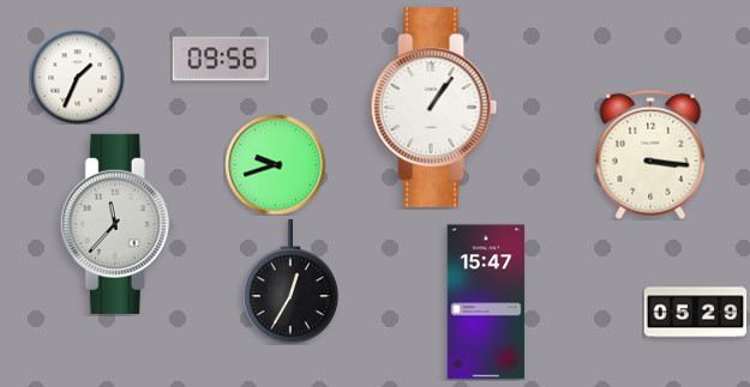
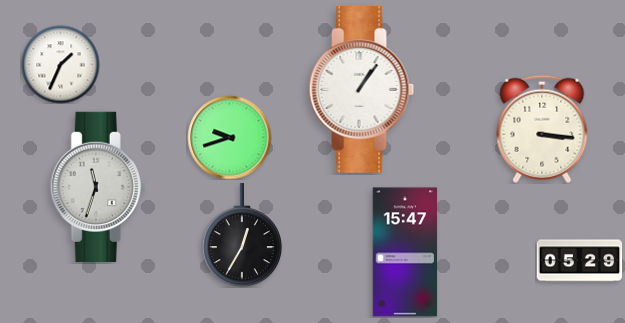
clock at (221, 59): 09:56 -> none
clock at (77, 77) position: (77, 77) -> (60, 64)
clock at (118, 224): 11:37 -> 11:33
